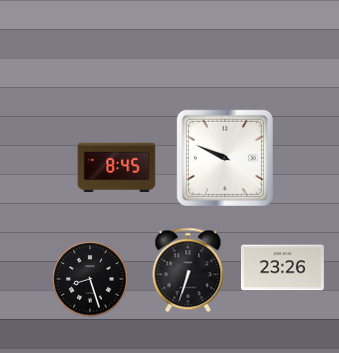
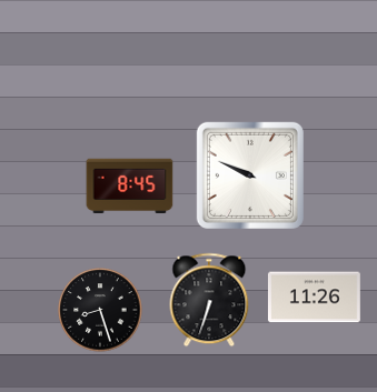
clock at (282, 268): 23:26 -> 11:26
